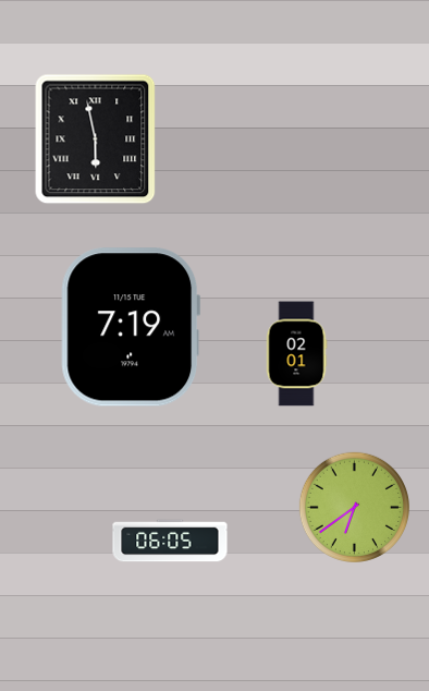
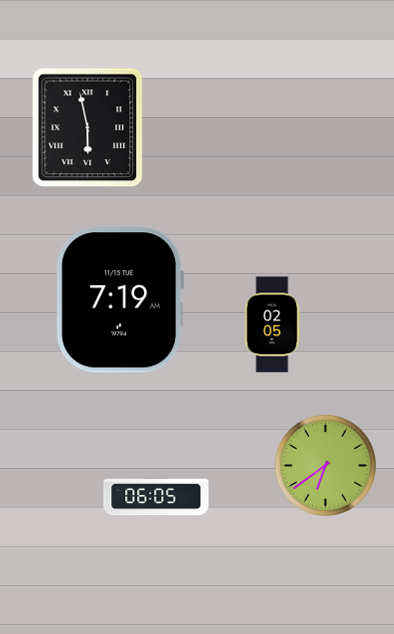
clock at (296, 354): 02:01 -> 02:05
